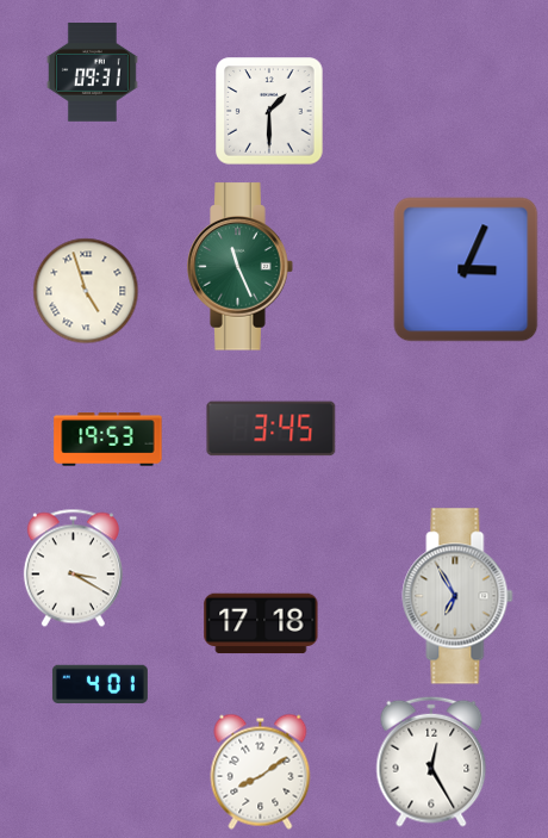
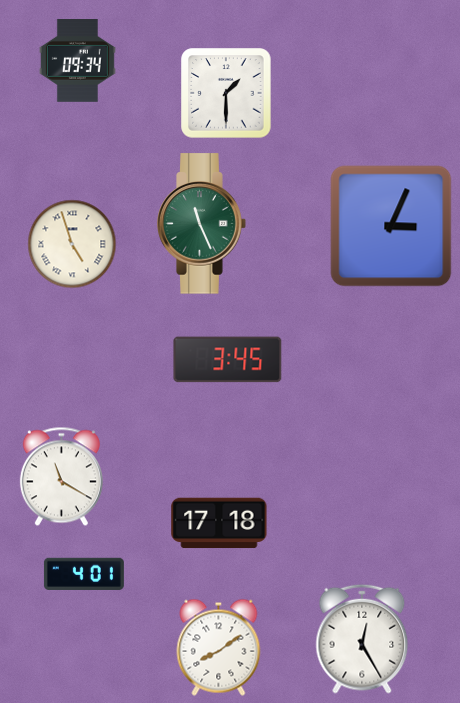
clock at (92, 73): 09:31 -> 09:34
clock at (108, 440): 19:53 -> none
clock at (73, 567): 3:20 -> 11:20
clock at (457, 596): 6:55 -> none
